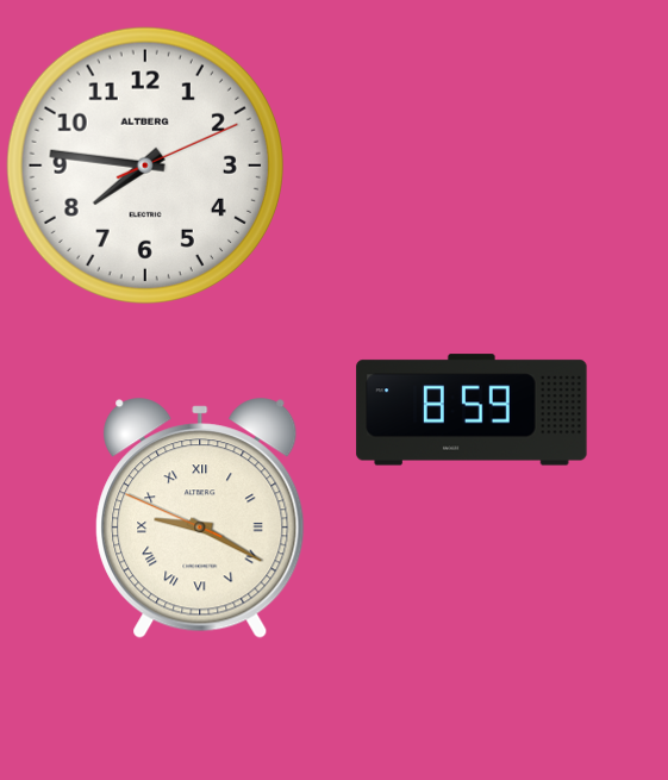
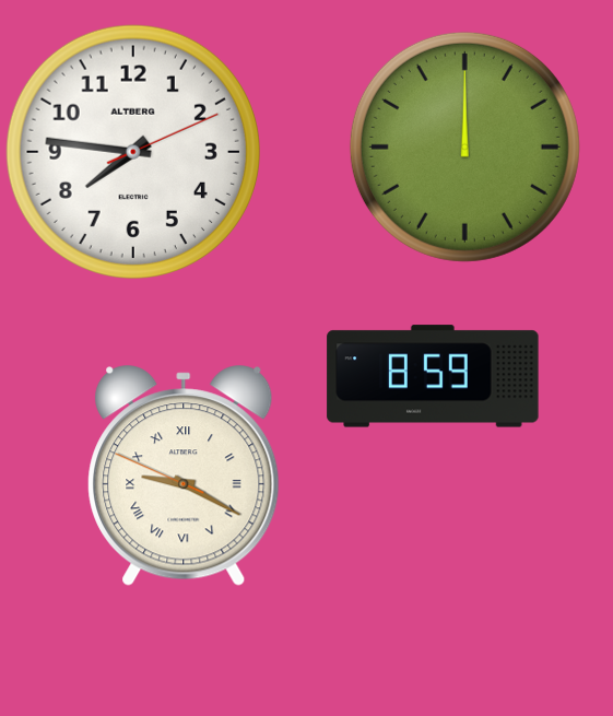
clock at (464, 146): none -> 12:00
